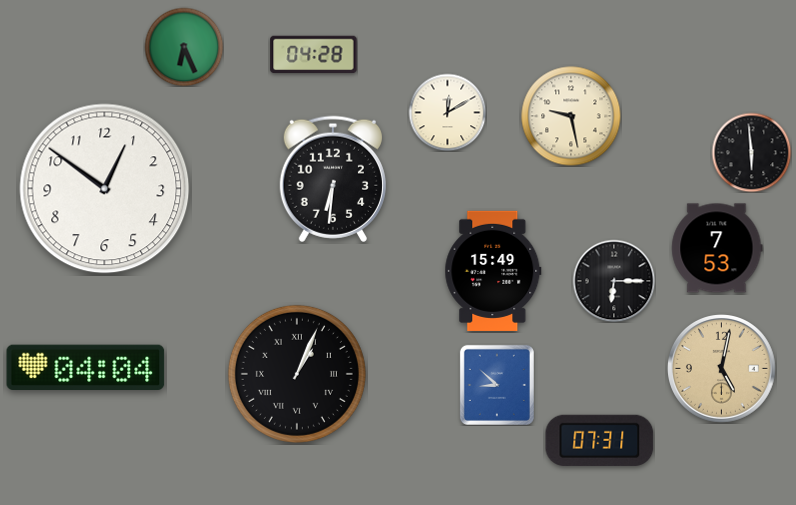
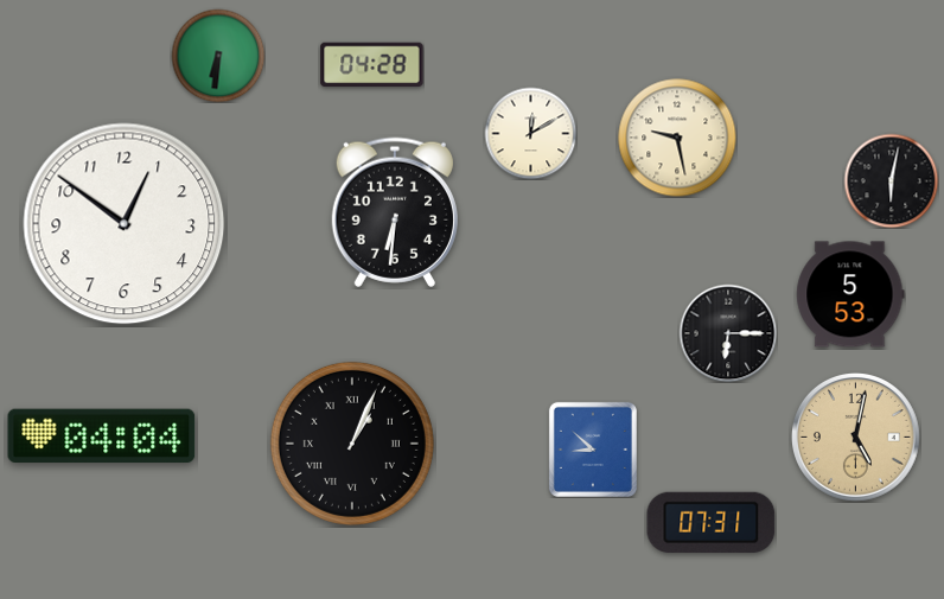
clock at (184, 47): 6:26 -> 6:31
clock at (751, 152): 5:59 -> 6:02
clock at (717, 248): 7:53 -> 5:53
clock at (493, 271): 15:49 -> none
clock at (497, 385) position: (497, 385) -> (593, 450)
